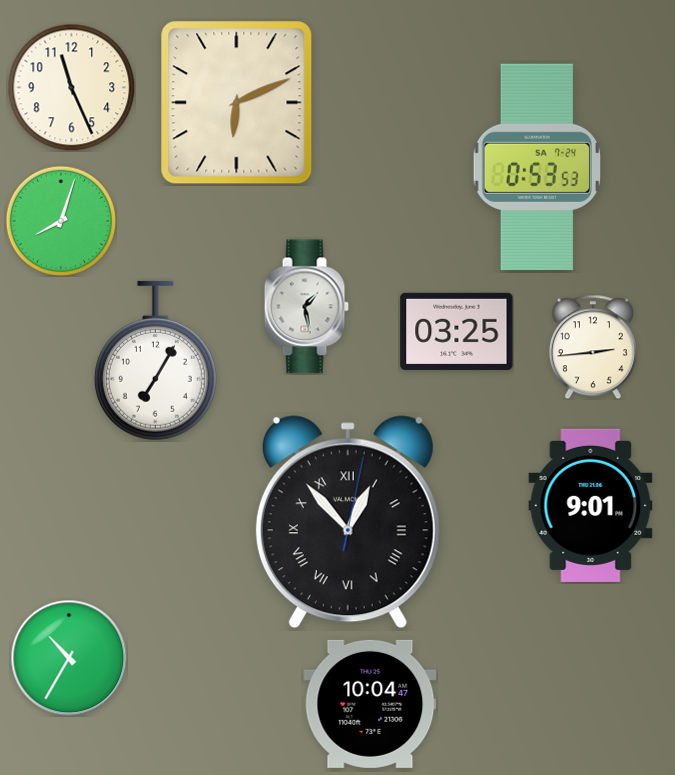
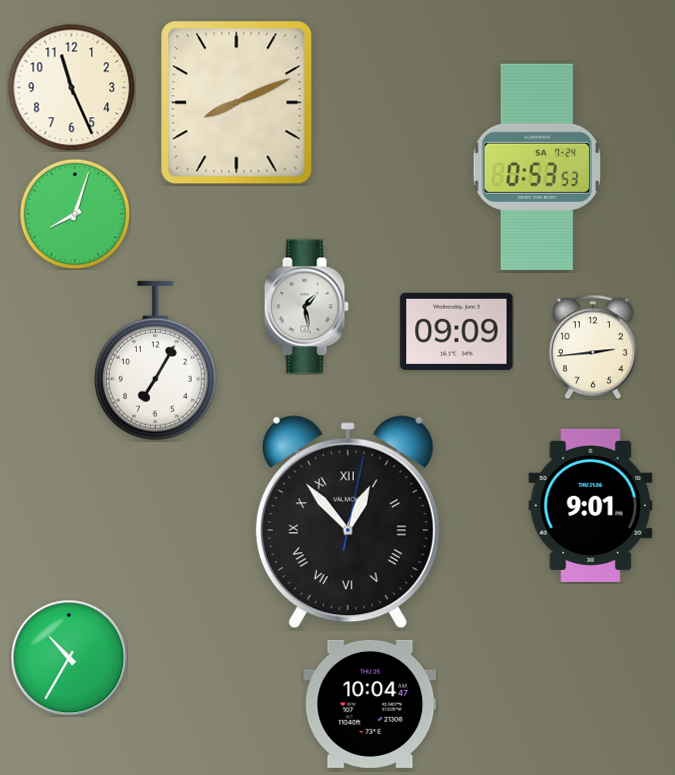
clock at (237, 103): 6:11 -> 8:11
clock at (60, 220) position: (60, 220) -> (74, 213)
clock at (457, 331): 03:25 -> 09:09
